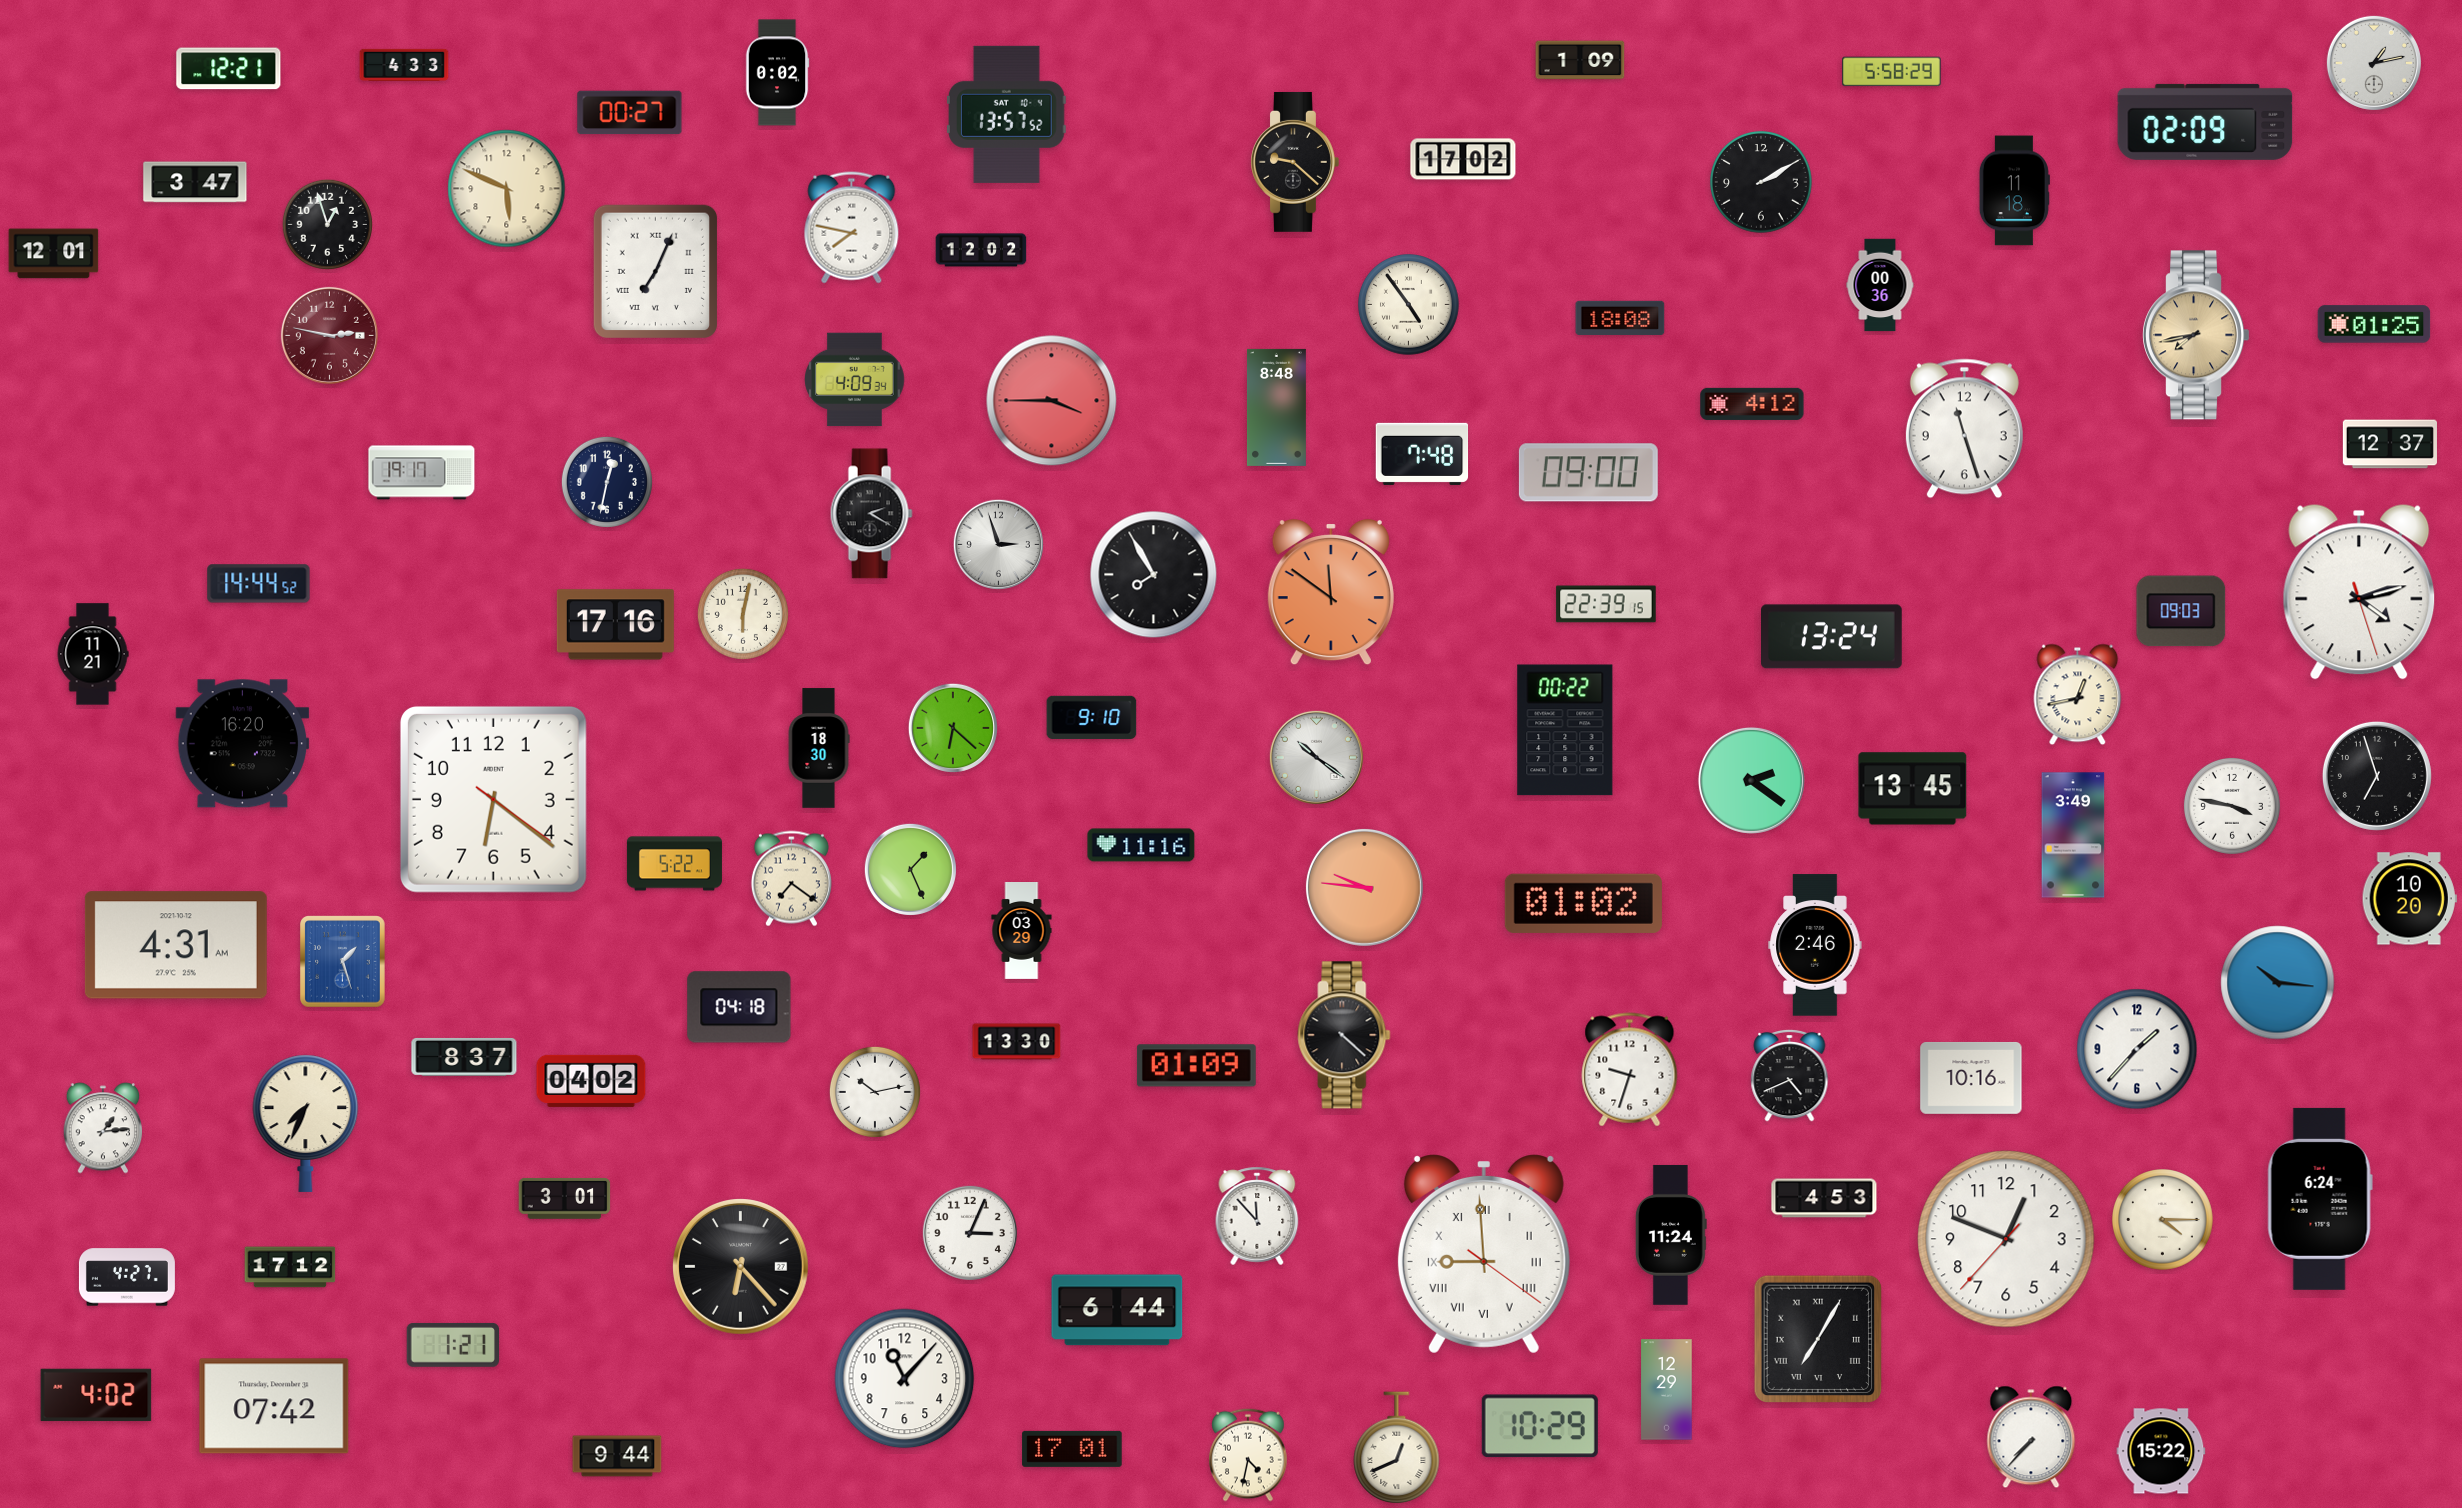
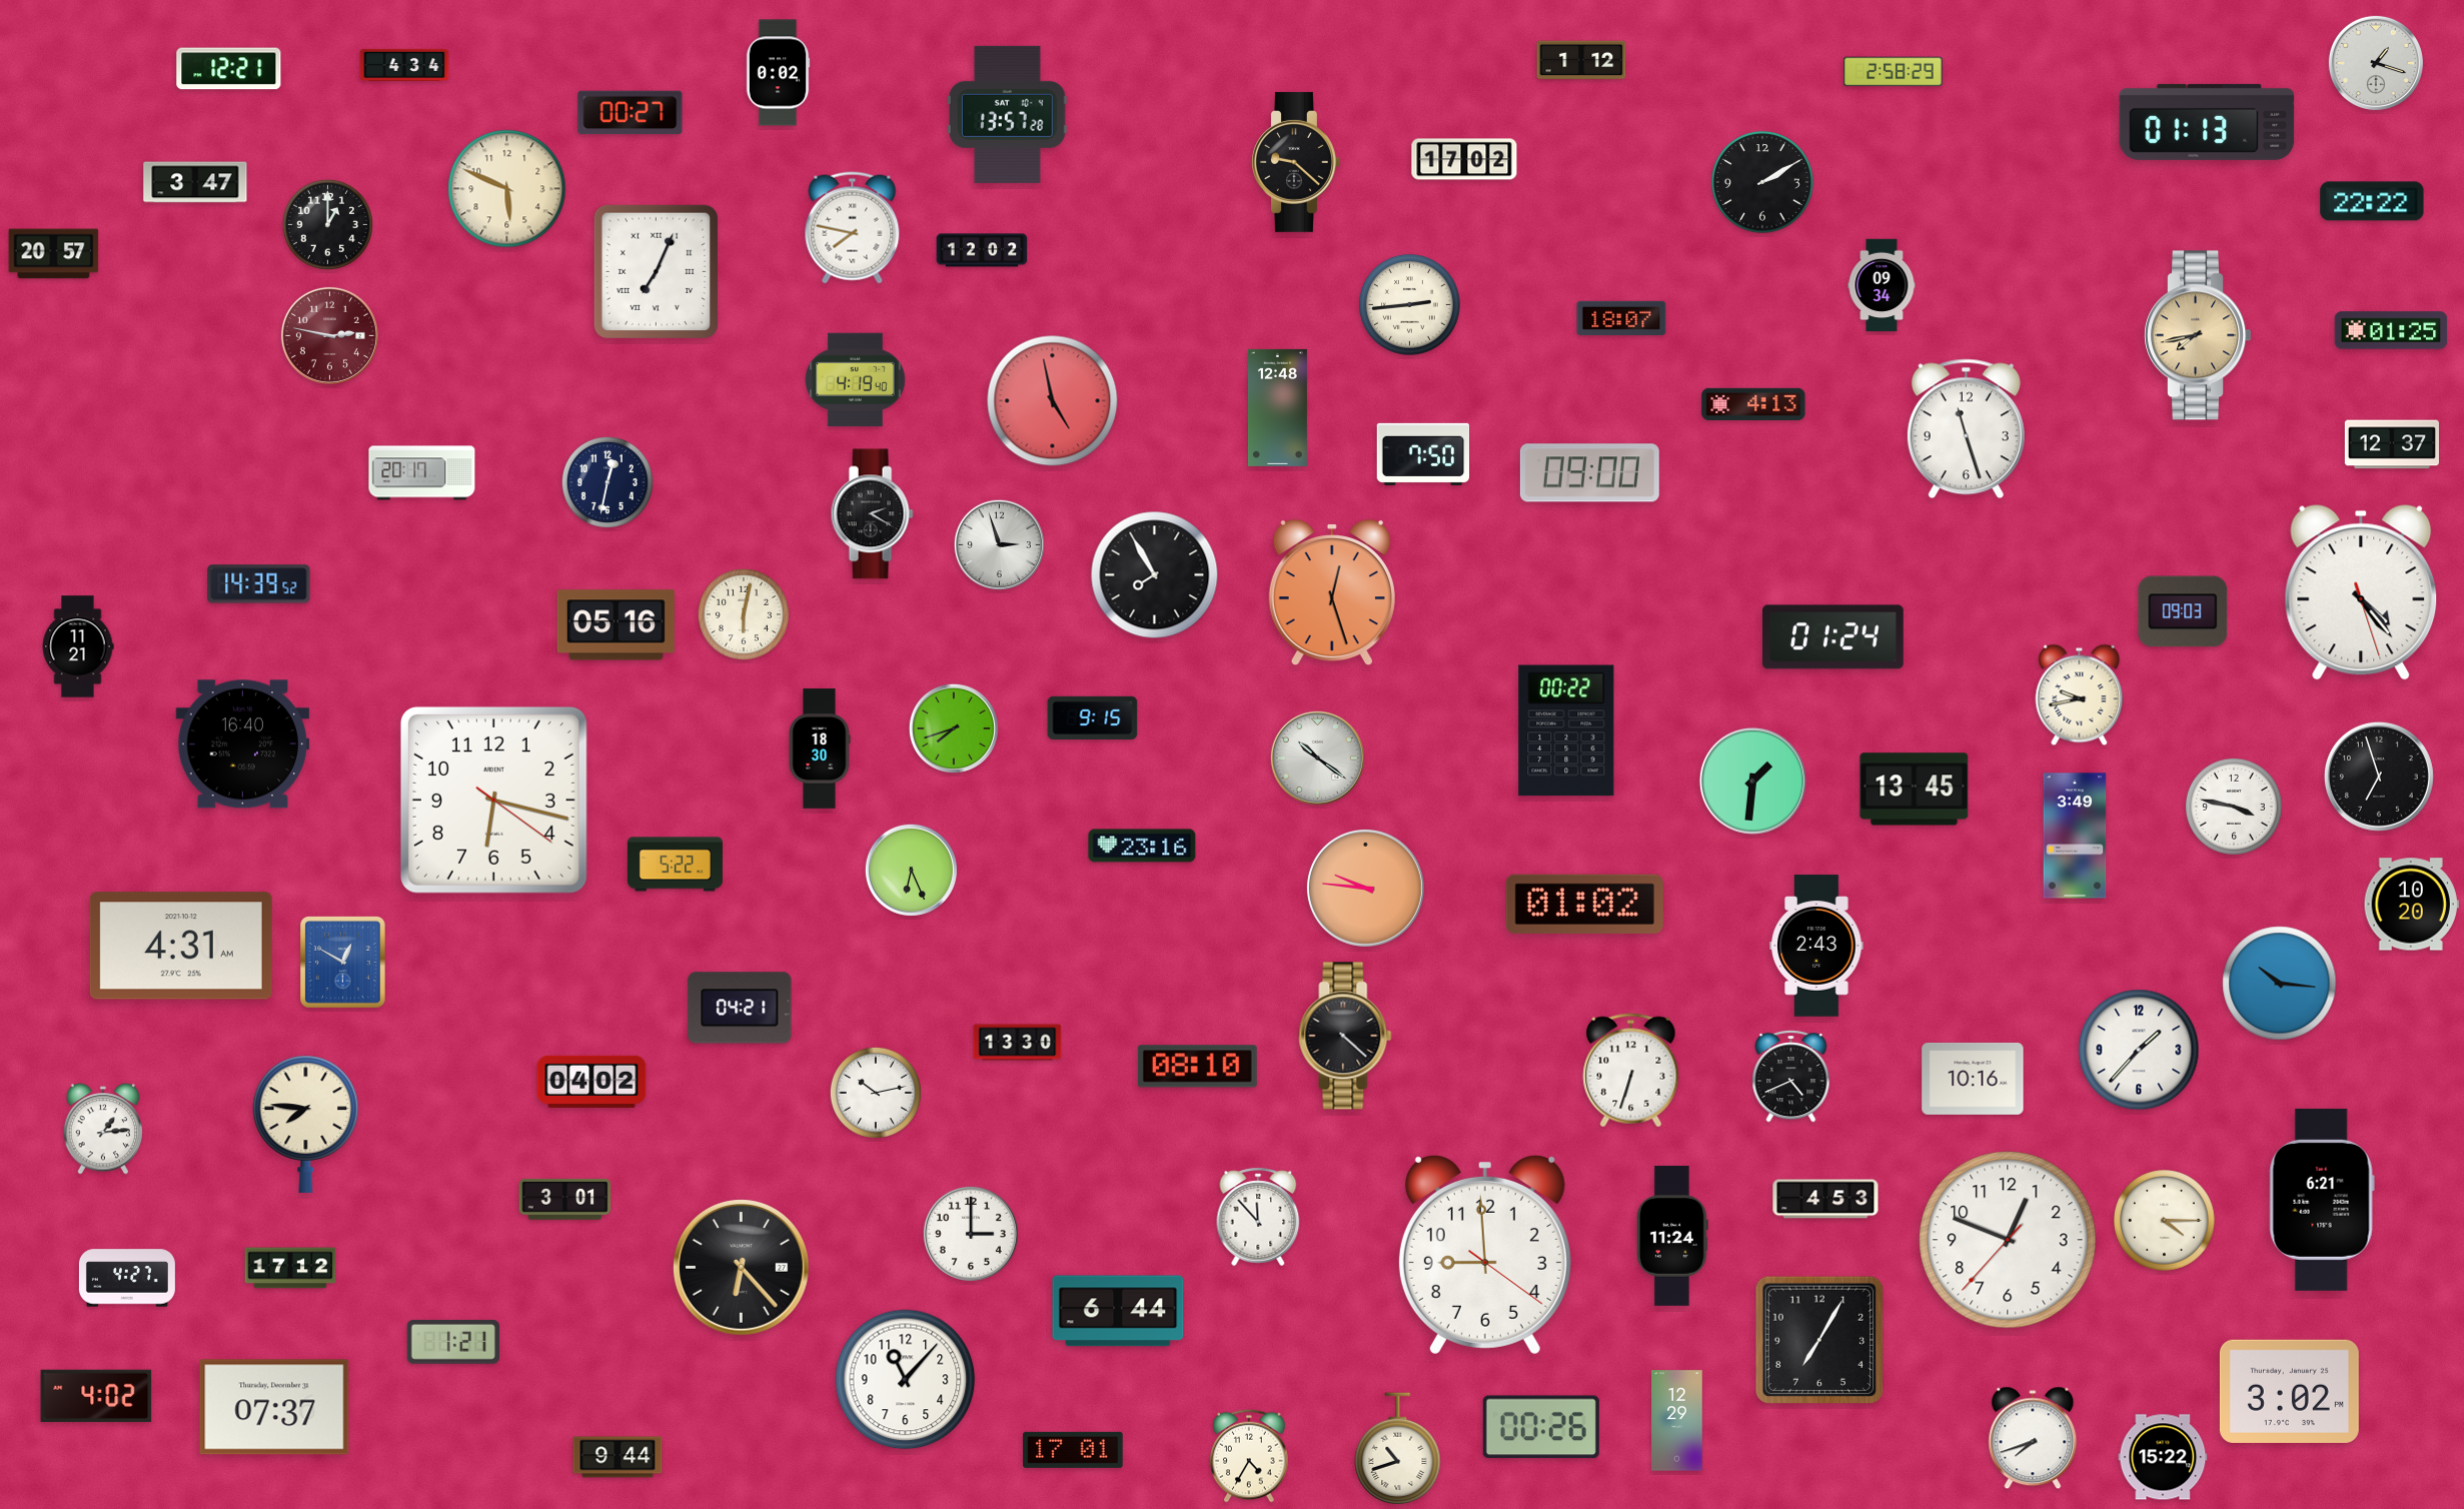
clock at (1580, 60): 1:09 -> 1:12
clock at (2374, 63): 1:13 -> 1:18
clock at (404, 65): 4:33 -> 4:34
clock at (1892, 72): 5:58 -> 2:58
clock at (1007, 114): 13:57:52 -> 13:57:28
clock at (2205, 122): 02:09 -> 01:13
clock at (2014, 191): 11:18 -> none
clock at (2372, 201): none -> 22:22
clock at (327, 224): 12:57 -> 1:00
clock at (54, 254): 12:01 -> 20:57
clock at (1880, 285): 00:36 -> 09:34
clock at (1409, 305): 4:54 -> 2:44
clock at (1620, 318): 18:08 -> 18:07
clock at (2374, 324) position: (2374, 324) -> (2391, 330)
clock at (855, 380): 4:09 -> 4:19
clock at (1052, 401): 3:45 -> 4:58
clock at (1752, 404): 4:12 -> 4:13
clock at (1276, 407): 8:48 -> 12:48
clock at (1422, 454): 7:48 -> 7:50
clock at (422, 473): 19:17 -> 20:17
clock at (259, 584): 14:44 -> 14:39
clock at (1331, 592): 11:51 -> 12:27
clock at (2359, 592): 4:12 -> 4:23
clock at (1606, 604): 22:39 -> none
clock at (615, 625): 17:16 -> 05:16
clock at (1832, 637): 13:24 -> 01:24
clock at (93, 654) position: (93, 654) -> (78, 646)
clock at (2078, 695): 12:43 -> 9:43
clock at (1092, 717): 9:10 -> 9:15
clock at (953, 728): 6:22 -> 7:42
clock at (243, 744): 16:20 -> 16:40
clock at (1751, 780): 2:21 -> 1:31
clock at (493, 799): 6:21 -> 6:17
clock at (1141, 845): 11:16 -> 23:16
clock at (910, 869): 1:26 -> 6:26
clock at (791, 879): 7:21 -> none
clock at (2409, 899) position: (2409, 899) -> (2411, 905)
clock at (1022, 931): 03:29 -> none
clock at (176, 945) position: (176, 945) -> (181, 946)
clock at (1815, 945): 2:46 -> 2:43
clock at (343, 962): 1:27 -> 12:50
clock at (739, 1007): 04:18 -> 04:21
clock at (464, 1057): 8:37 -> none
clock at (1196, 1066): 01:09 -> 08:10
clock at (1630, 1070): 9:33 -> 6:33
clock at (306, 1123): 7:34 -> 7:46
clock at (2320, 1199): 6:24 -> 6:21
clock at (970, 1233): 3:04 -> 3:00
clock at (1484, 1255) numerals: Roman -> Arabic
clock at (1818, 1339) numerals: Roman -> Arabic
clock at (452, 1345) position: (452, 1345) -> (452, 1342)
clock at (1667, 1390) position: (1667, 1390) -> (1677, 1421)
clock at (2289, 1391): none -> 3:02
clock at (274, 1406): 07:42 -> 07:37
clock at (1540, 1426): 10:29 -> 00:26
clock at (2031, 1437): 7:37 -> 7:42
clock at (1397, 1448): 12:41 -> 10:42
clock at (2161, 1451) position: (2161, 1451) -> (2163, 1457)
clock at (1248, 1455): 4:32 -> 4:35
